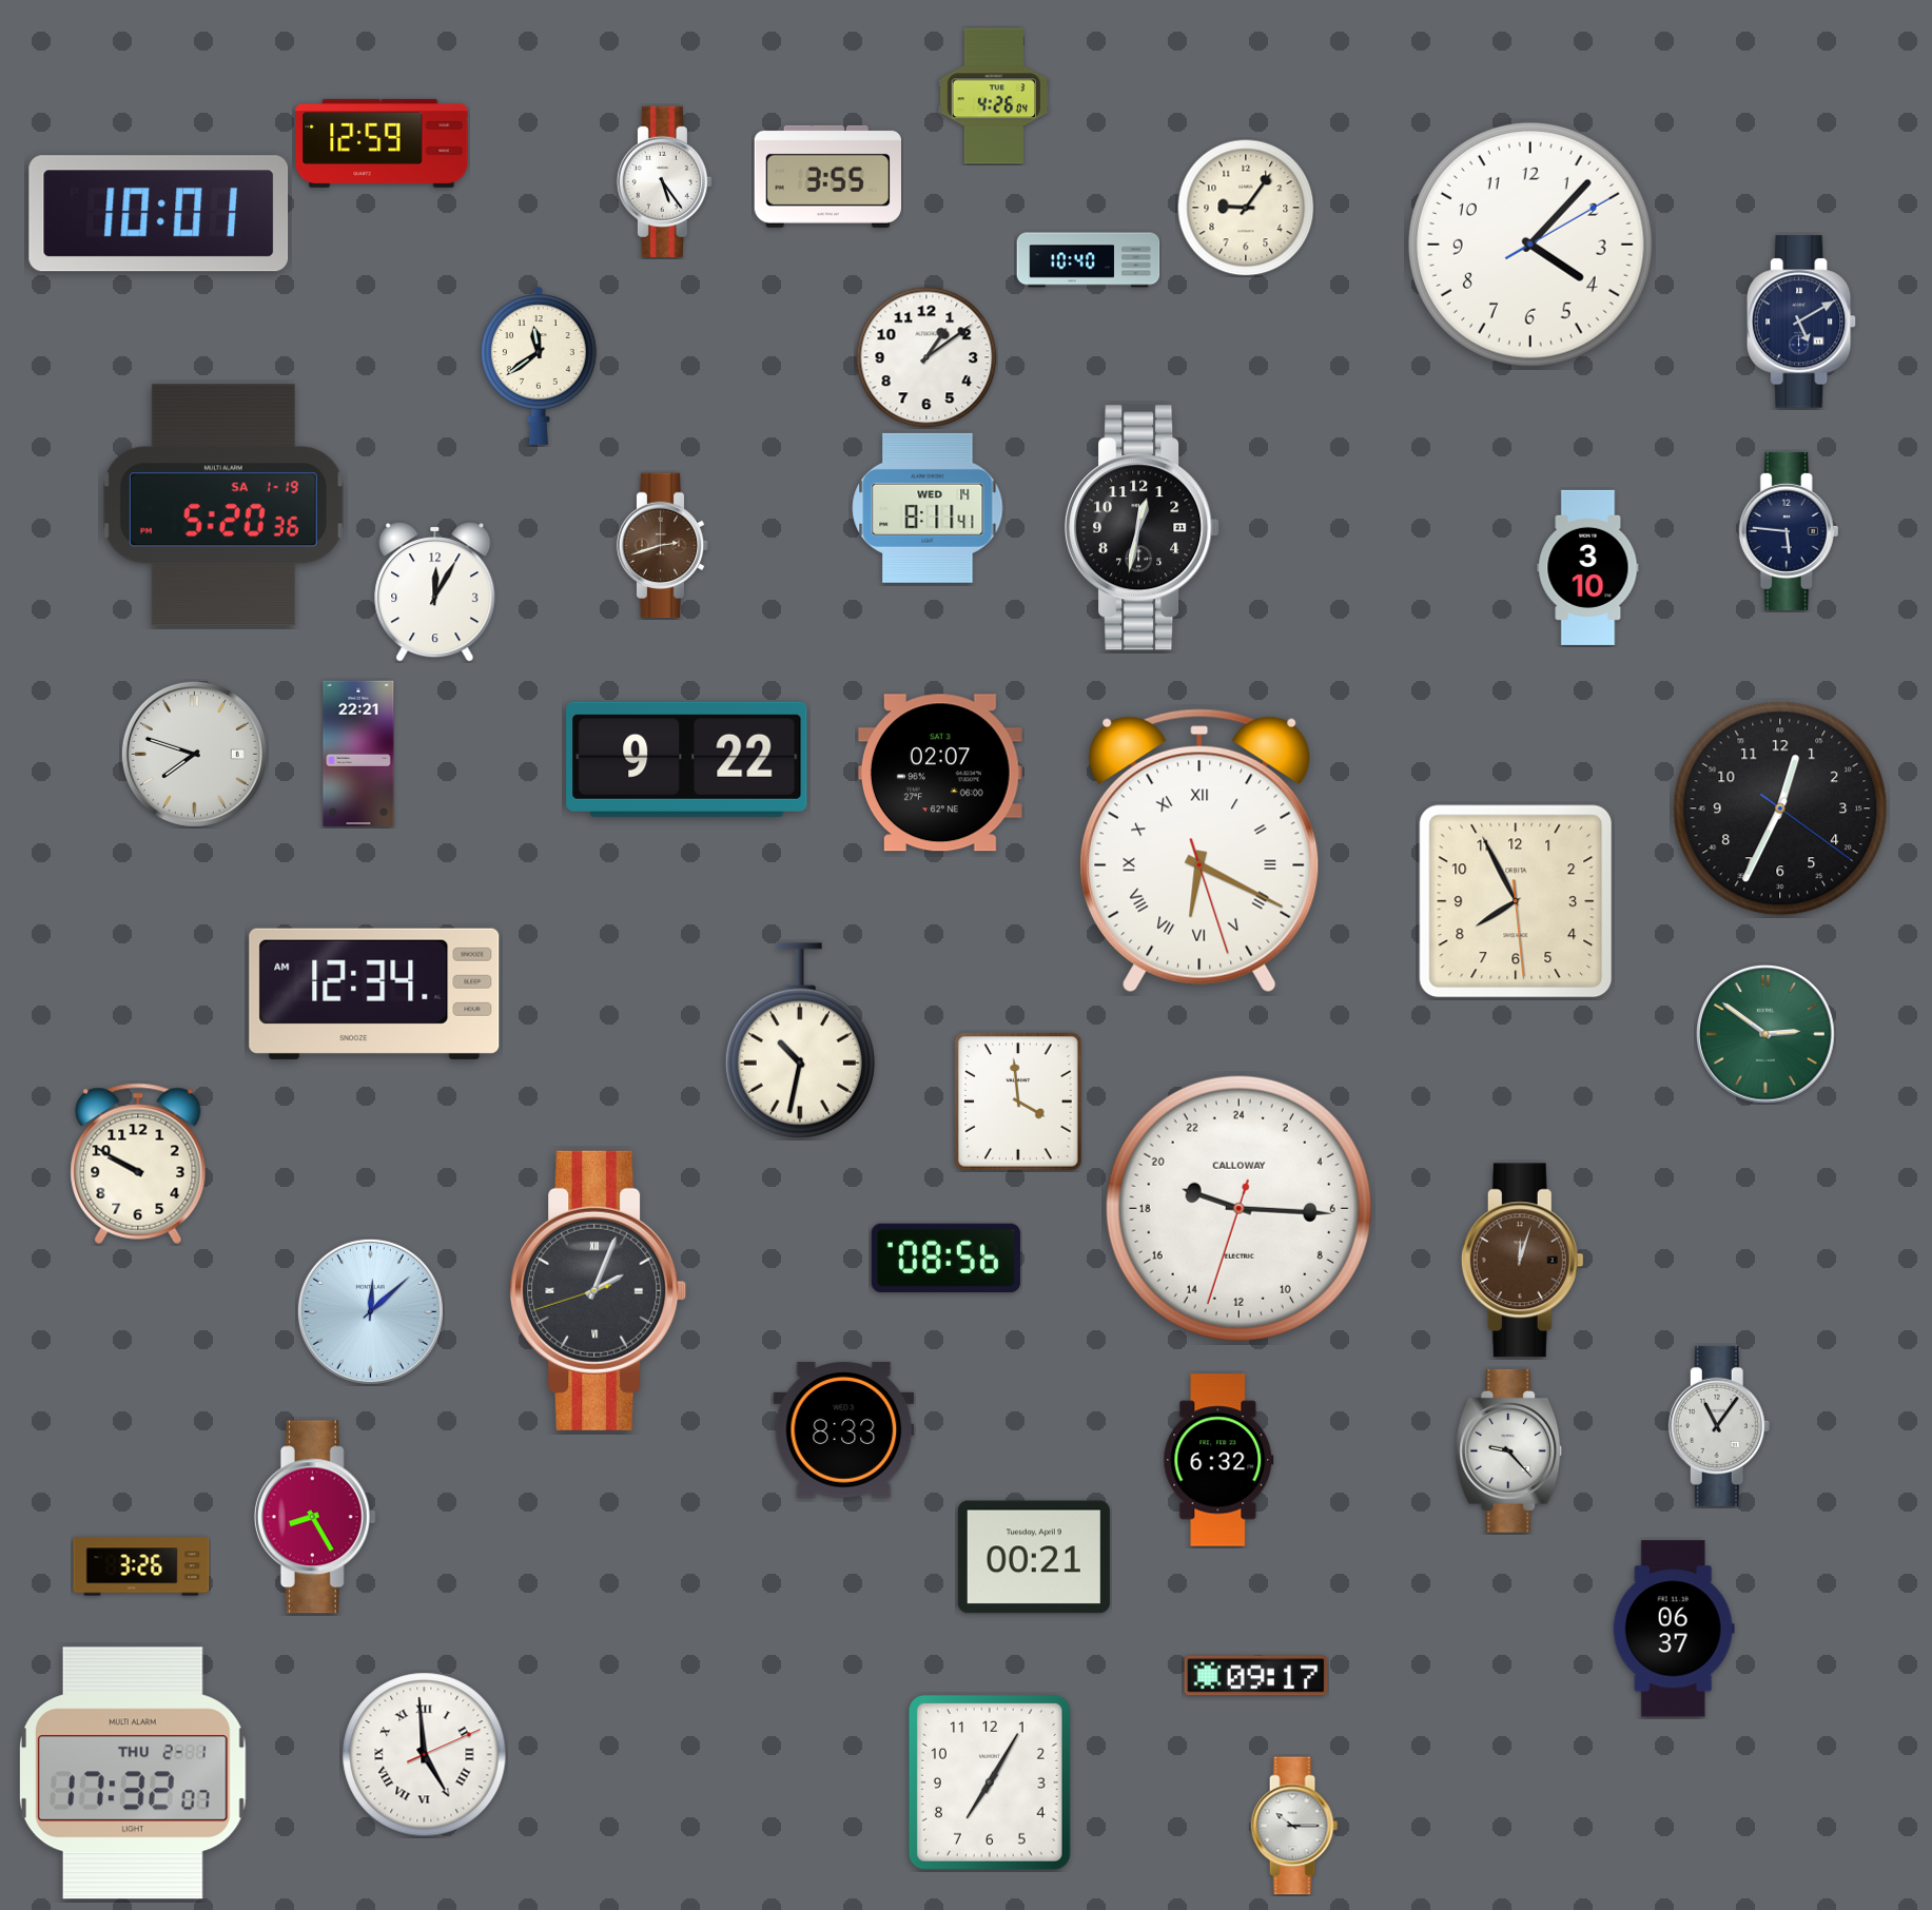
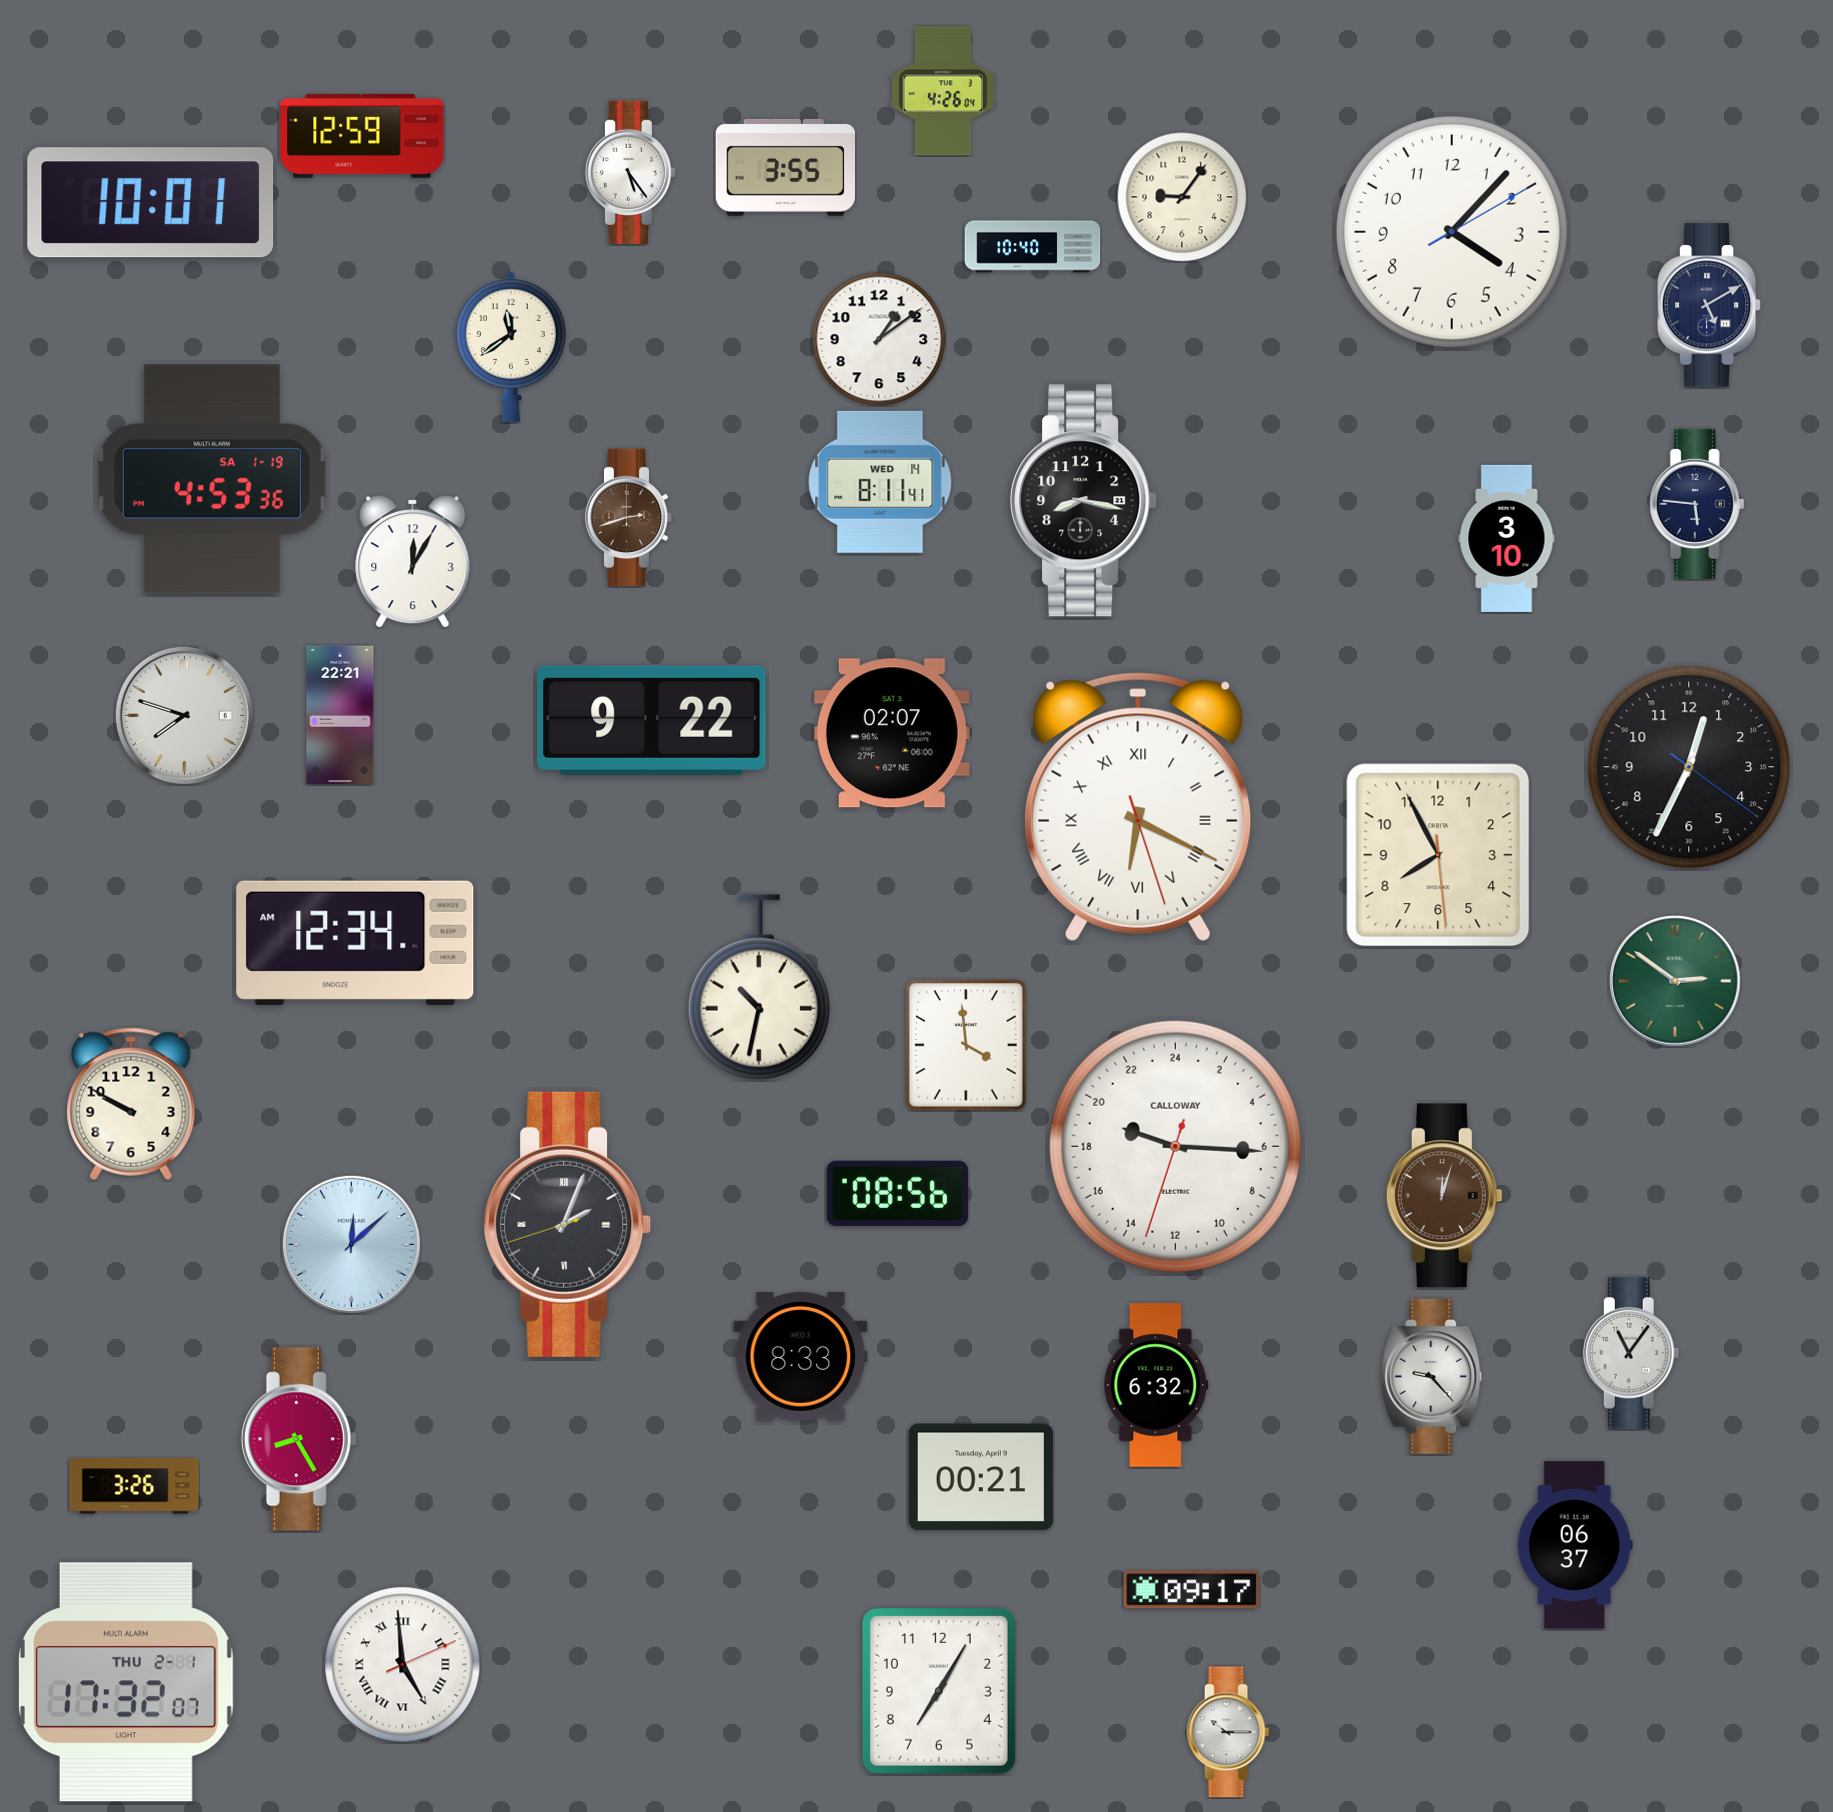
clock at (223, 505): 5:20 -> 4:53
clock at (1143, 528): 12:32 -> 8:17
clock at (1674, 1629) position: (1674, 1629) -> (1575, 1545)
